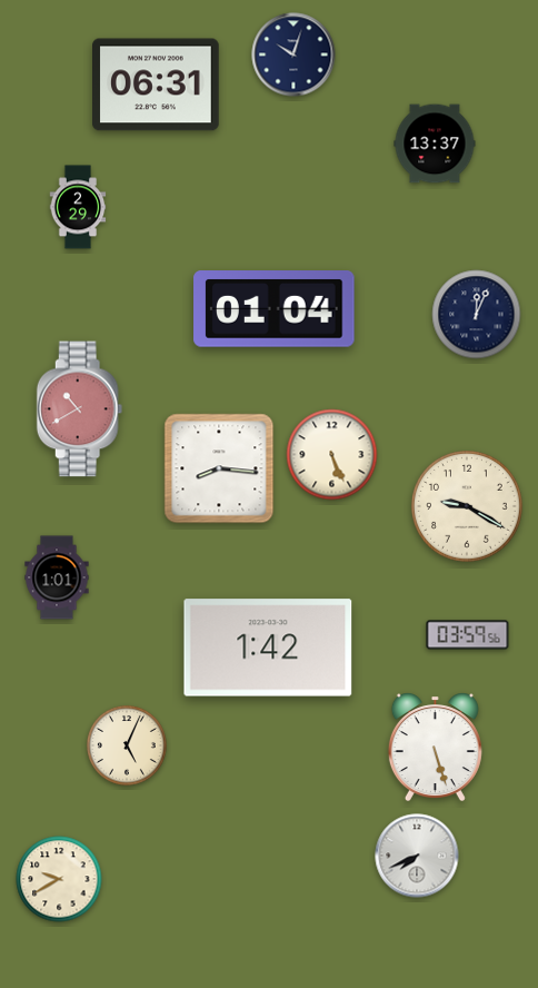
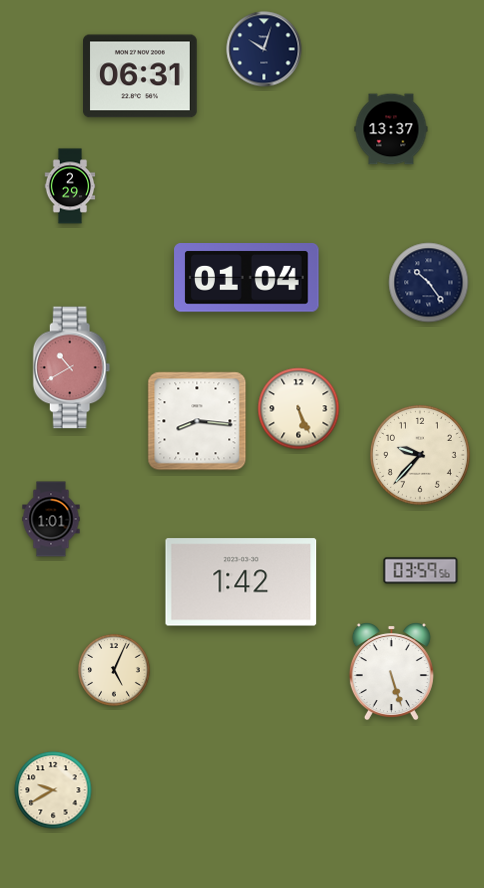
clock at (477, 315): 12:04 -> 10:24
clock at (468, 507): 9:20 -> 9:37
clock at (417, 856): 7:41 -> none
